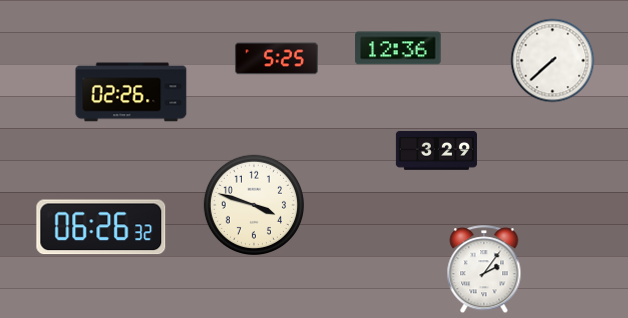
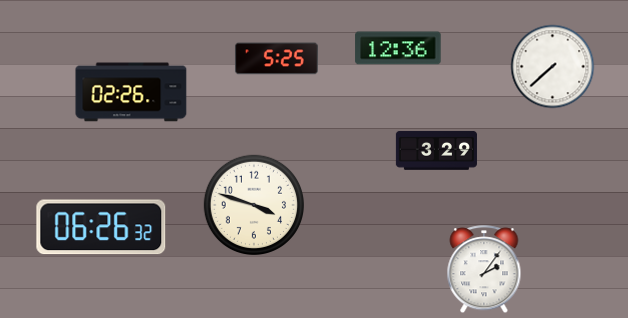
clock at (553, 61) position: (553, 61) -> (553, 67)
